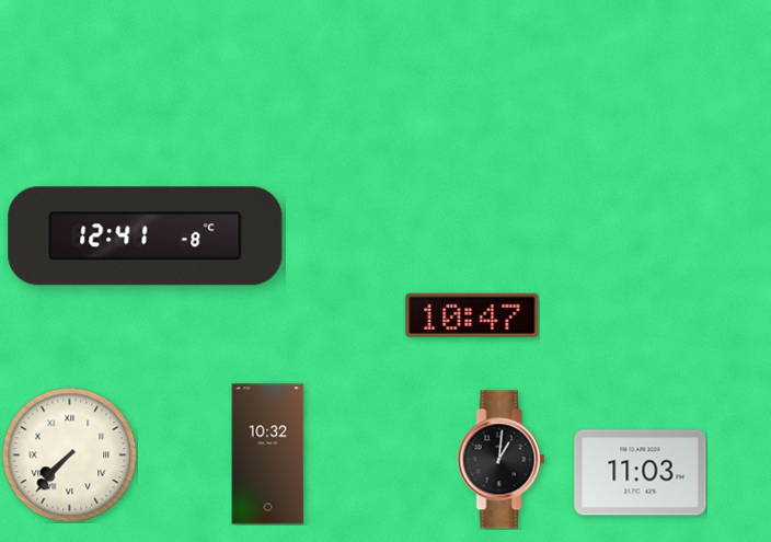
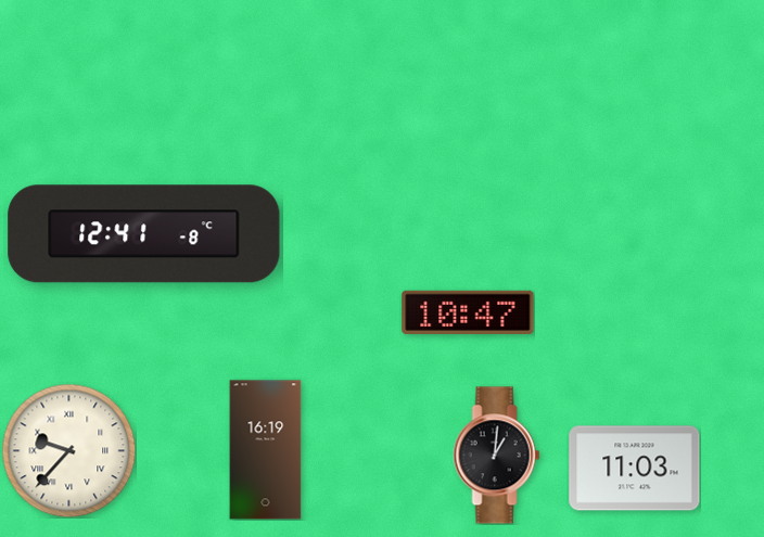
clock at (69, 454): 7:37 -> 9:37
clock at (268, 454): 10:32 -> 16:19
